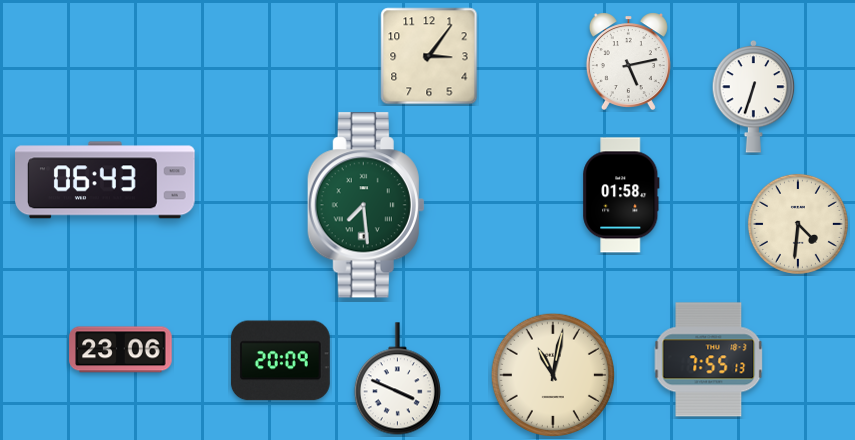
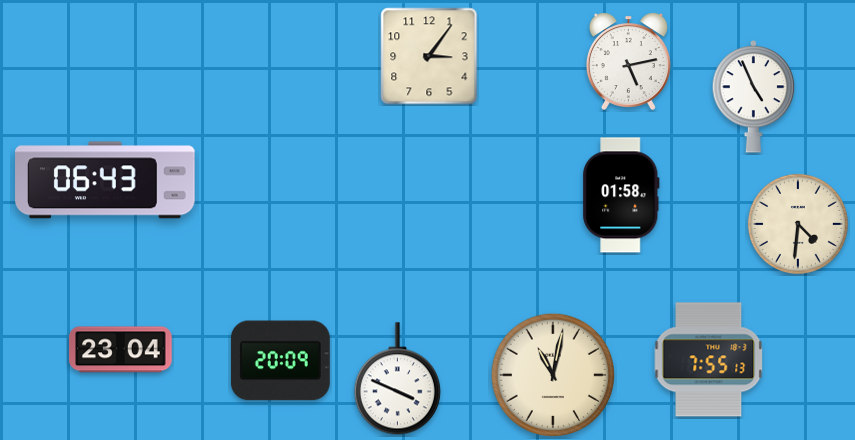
clock at (754, 96): 6:33 -> 4:56
clock at (366, 205): 7:29 -> none
clock at (121, 350): 23:06 -> 23:04
